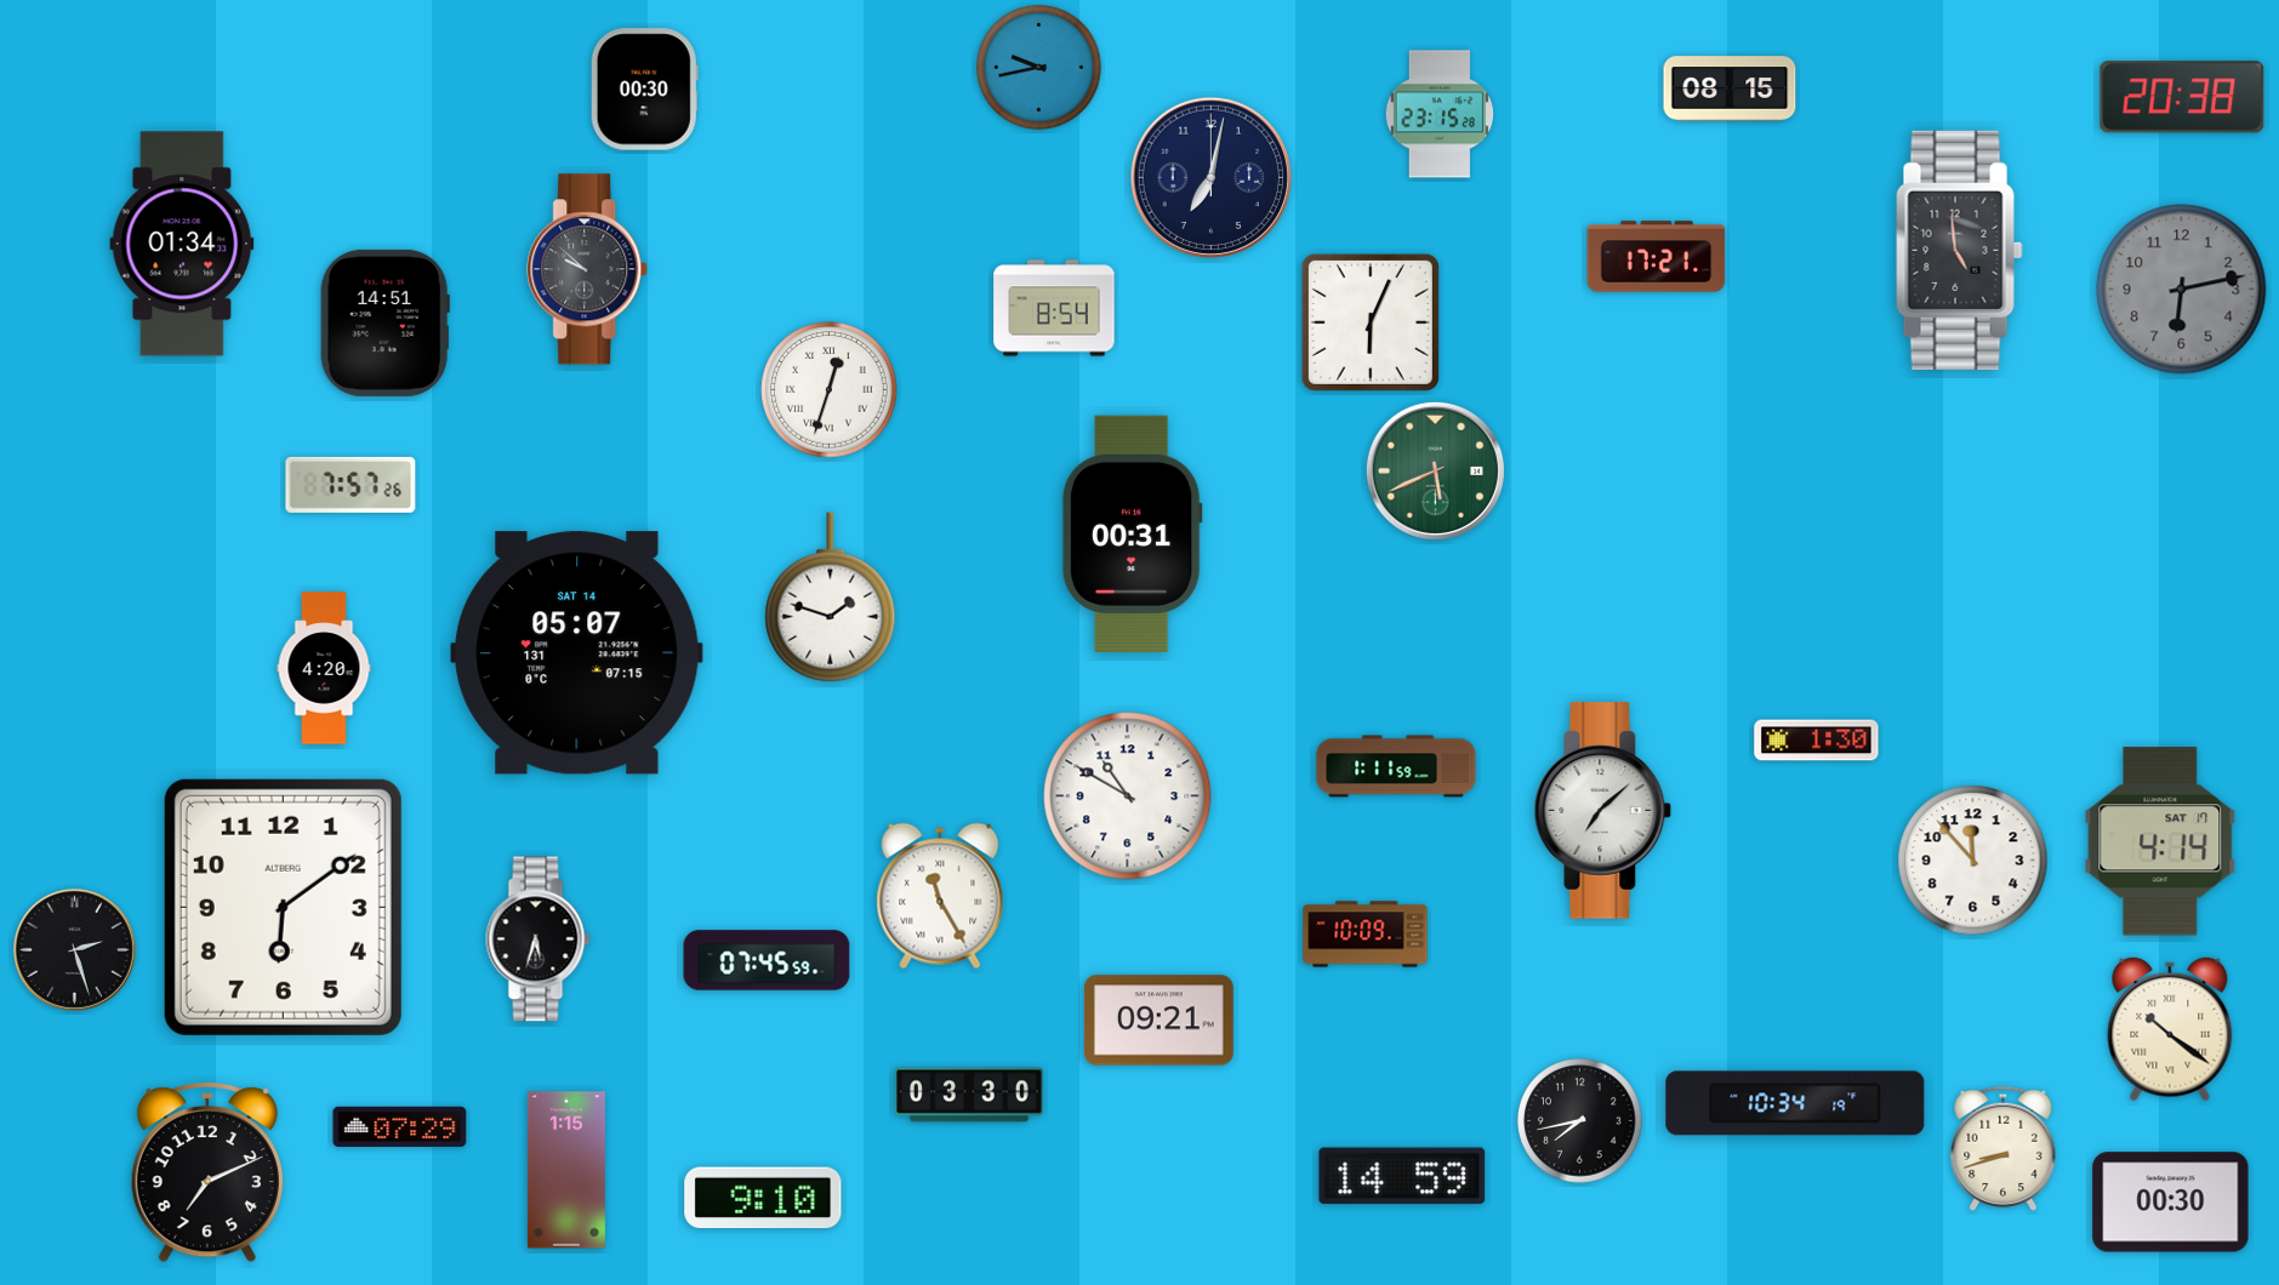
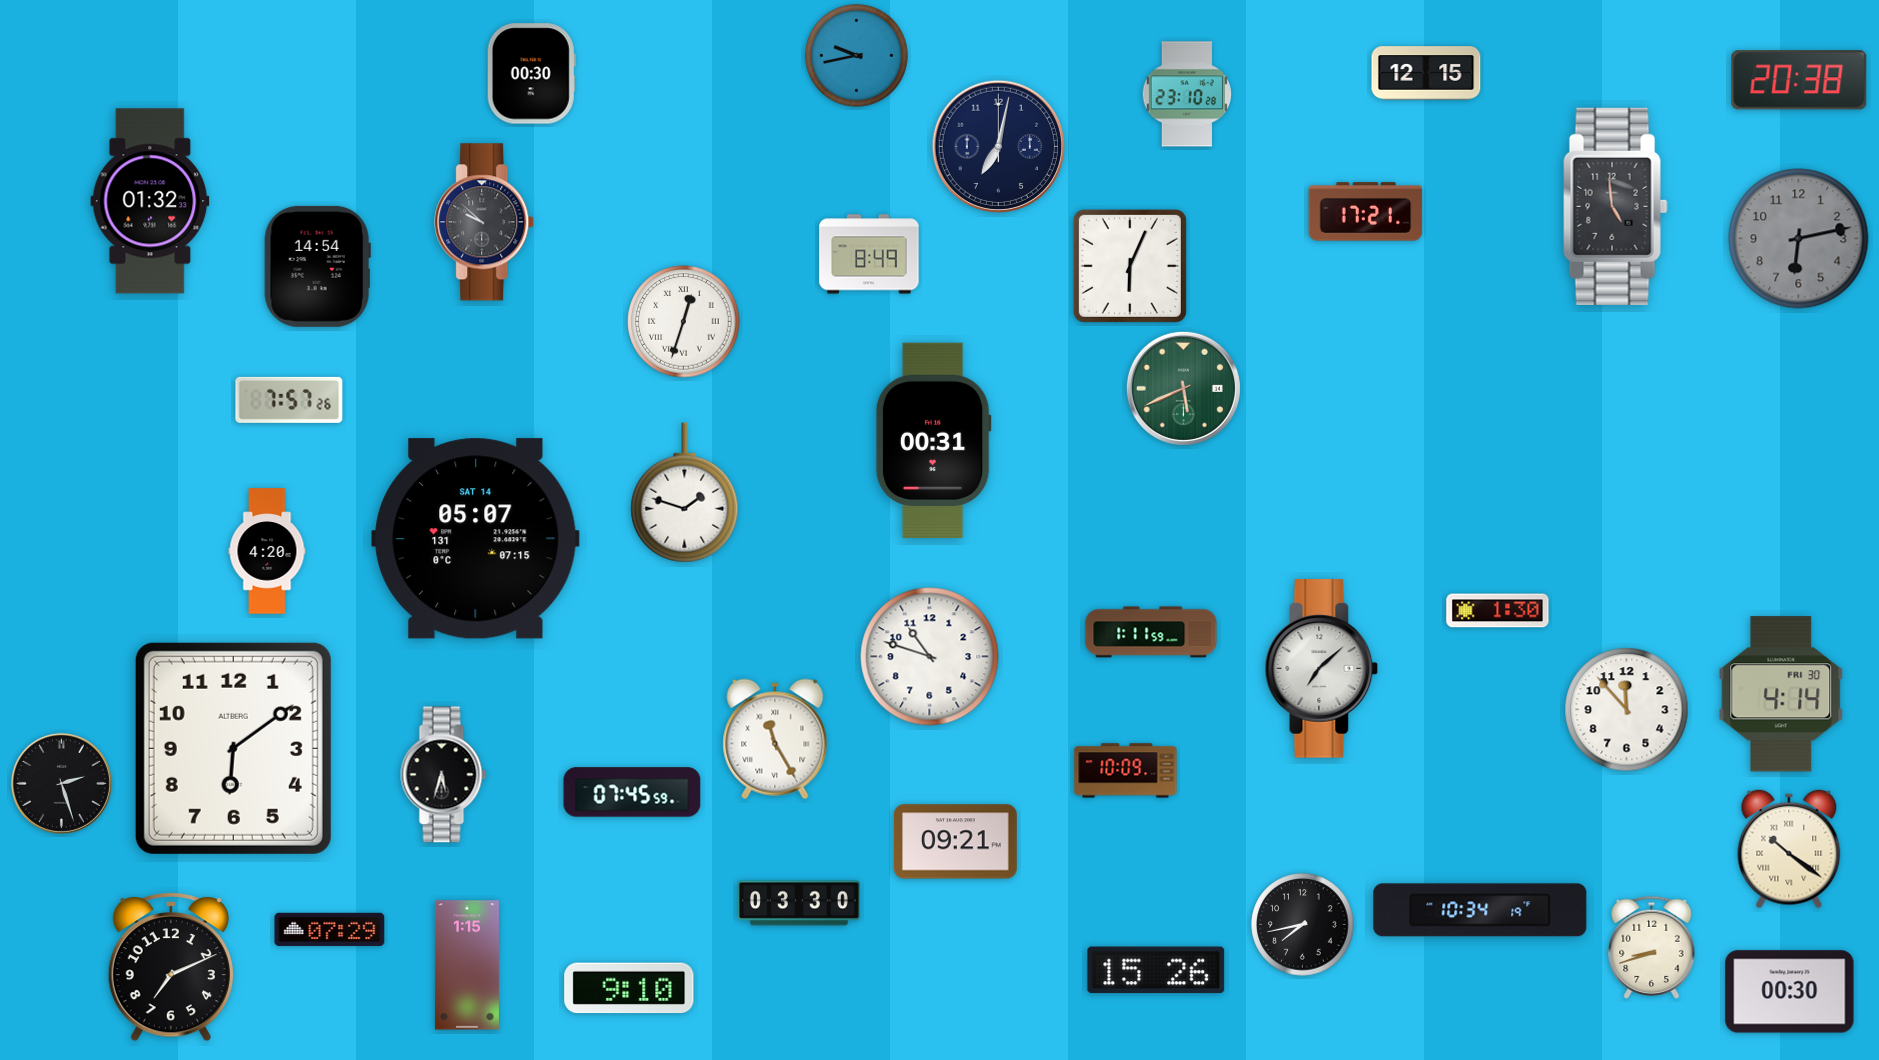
clock at (1730, 88): 08:15 -> 12:15
clock at (1438, 114): 23:15 -> 23:10
clock at (182, 244): 01:34 -> 01:32
clock at (1054, 308): 8:54 -> 8:49
clock at (384, 322): 14:51 -> 14:54
clock at (1128, 796): 10:50 -> 10:48
clock at (2160, 841) date: SAT 17 -> FRI 30
clock at (1402, 1176): 14:59 -> 15:26
